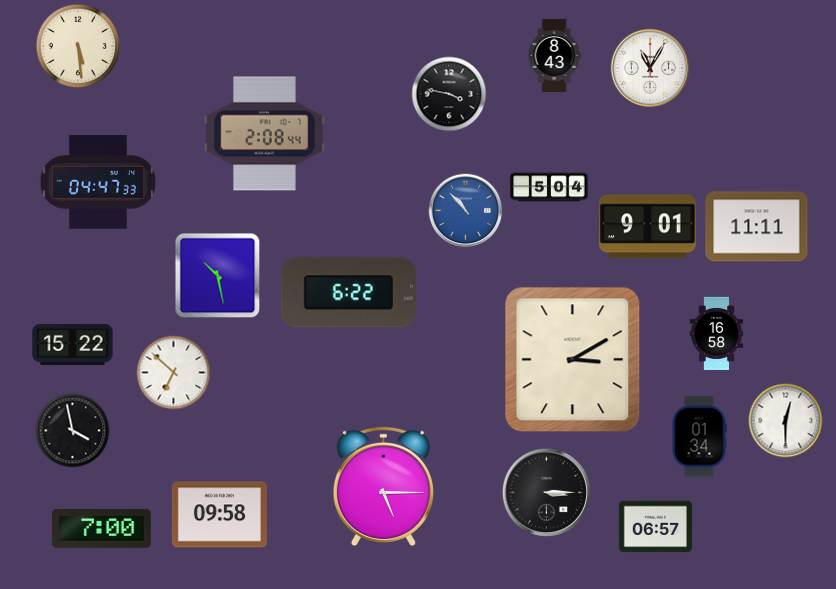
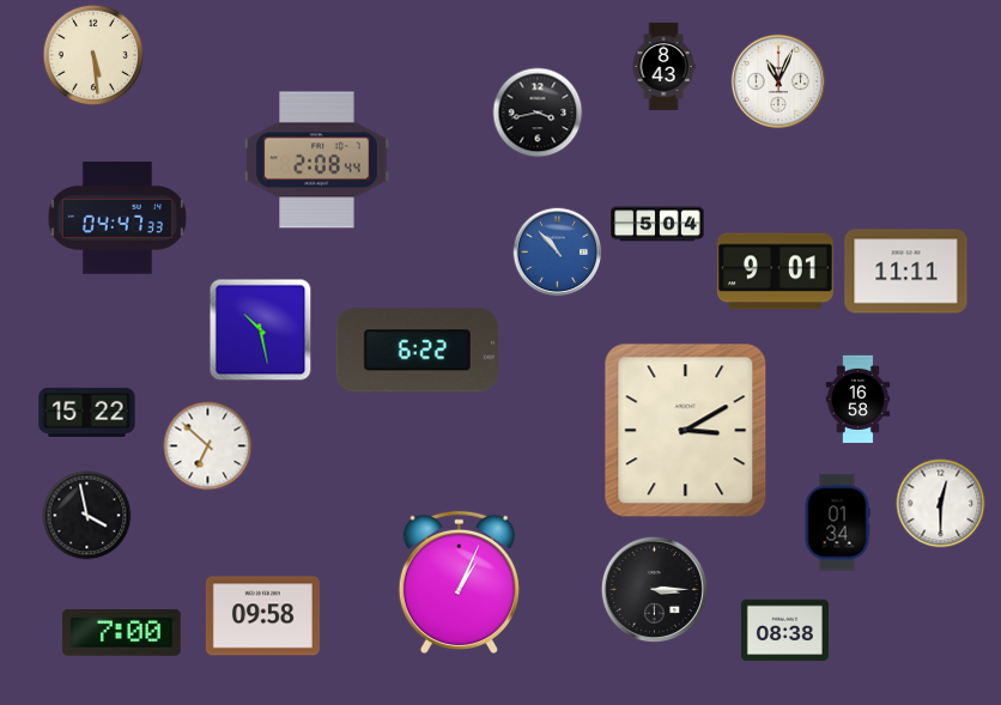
clock at (650, 68): 11:05 -> 11:04
clock at (449, 94): 3:47 -> 3:43
clock at (383, 486): 5:15 -> 1:04
clock at (655, 527): 06:57 -> 08:38
